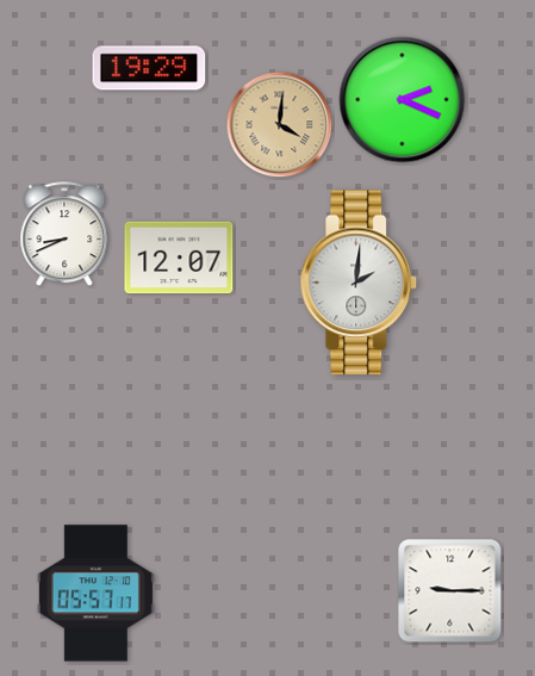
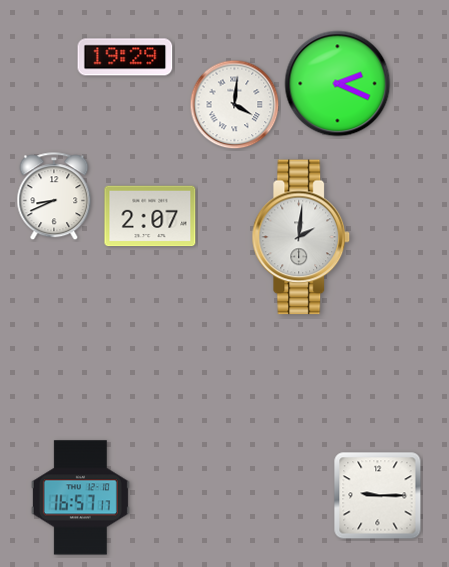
clock at (280, 125) dial: champagne -> white
clock at (179, 258): 12:07 -> 2:07
clock at (95, 594): 05:57 -> 16:57
